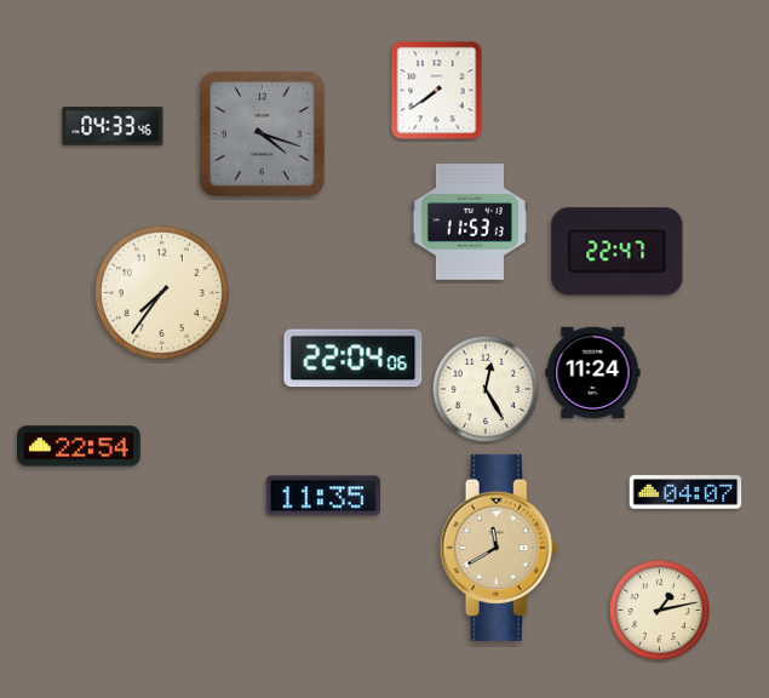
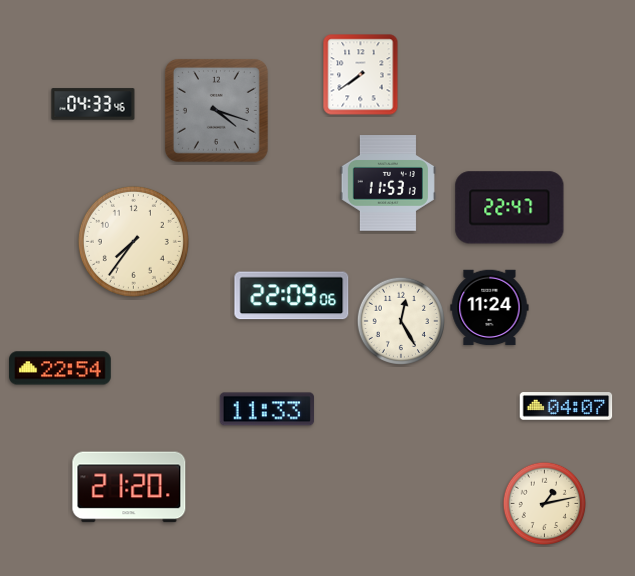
clock at (354, 359): 22:04 -> 22:09
clock at (79, 446) position: (79, 446) -> (60, 368)
clock at (322, 496): 11:35 -> 11:33
clock at (499, 548): 11:40 -> none
clock at (129, 487): none -> 21:20
